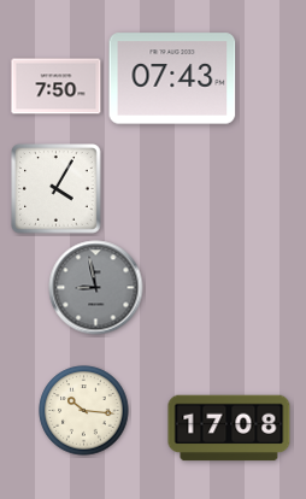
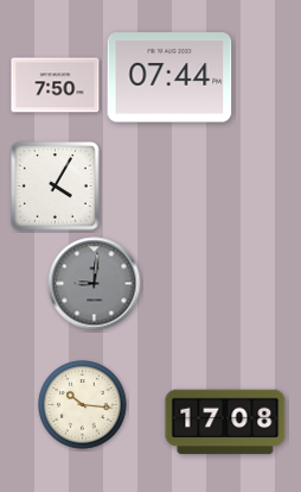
clock at (172, 78): 07:43 -> 07:44
clock at (96, 288): 8:58 -> 9:01
